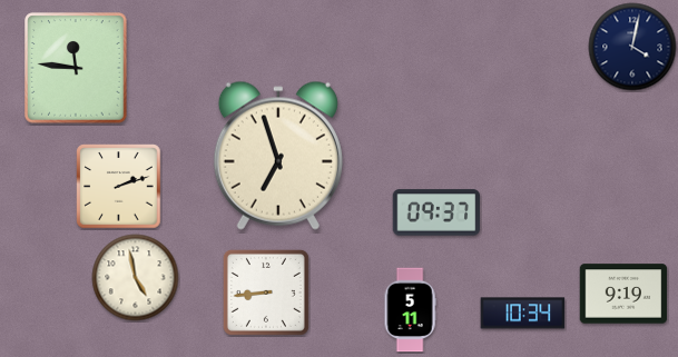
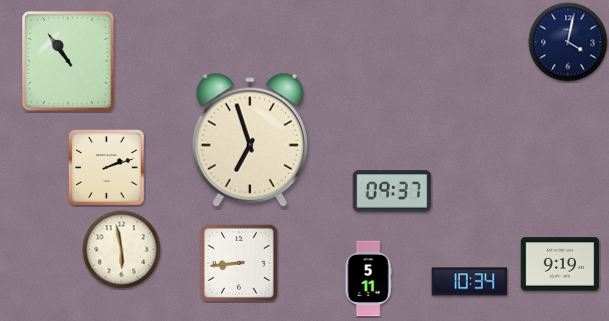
clock at (76, 68): 11:46 -> 10:54
clock at (136, 278): 4:58 -> 5:58
